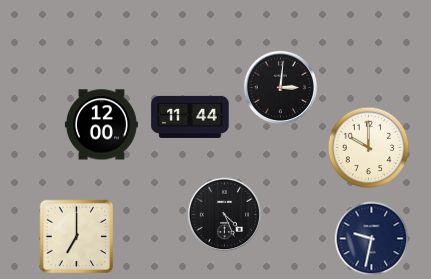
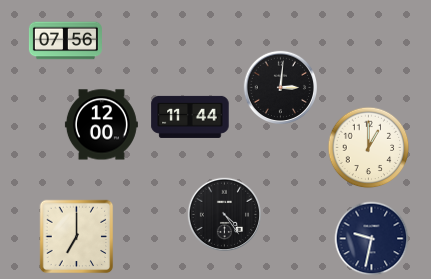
clock at (65, 41): none -> 07:56
clock at (369, 148): 10:00 -> 1:00
clock at (225, 215): 4:26 -> 4:24
